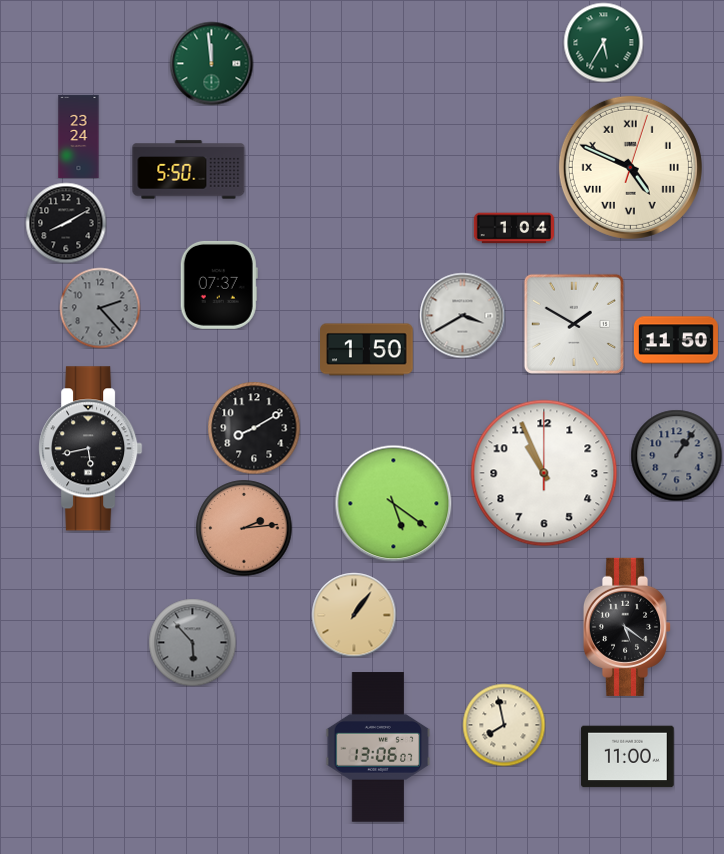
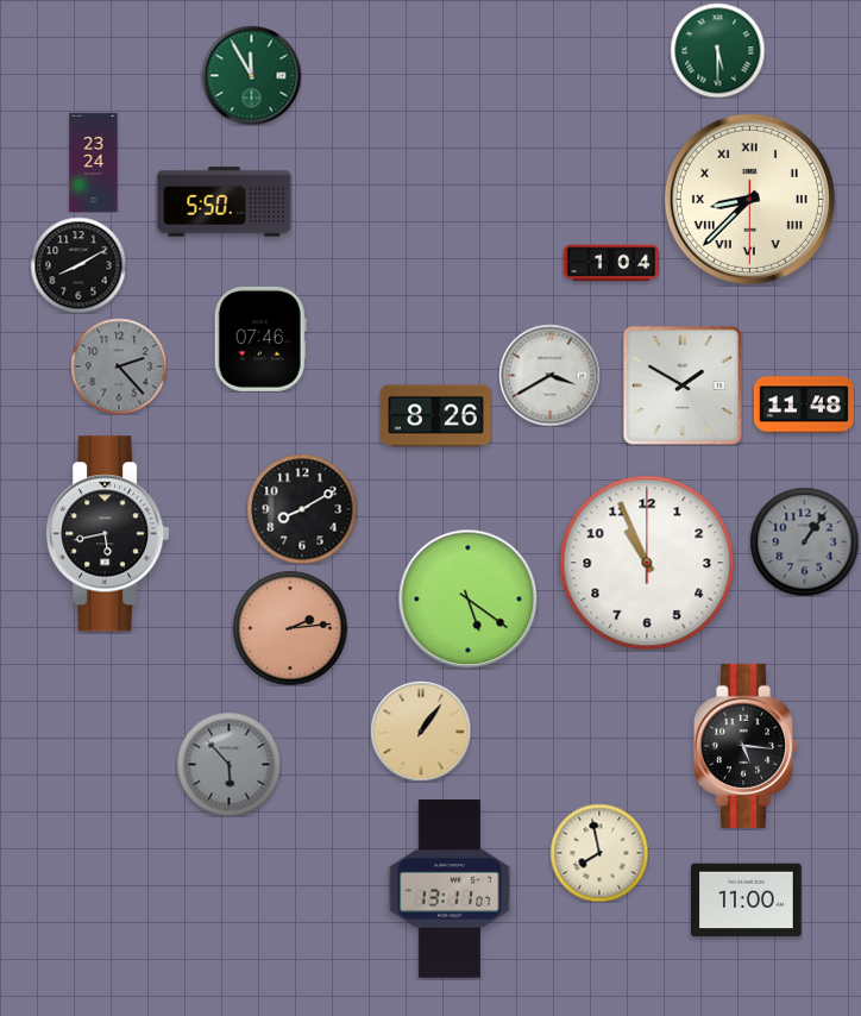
clock at (603, 42): 5:35 -> 5:30
clock at (211, 63): 11:59 -> 11:55
clock at (630, 167): 4:49 -> 8:37
clock at (513, 228) position: (513, 228) -> (610, 263)
clock at (219, 285): 07:37 -> 07:46
clock at (676, 340): 11:50 -> 11:48
clock at (367, 350): 1:50 -> 8:26
clock at (626, 627): 5:21 -> 5:16
clock at (504, 725) position: (504, 725) -> (599, 853)
clock at (378, 747): 13:06 -> 13:11
